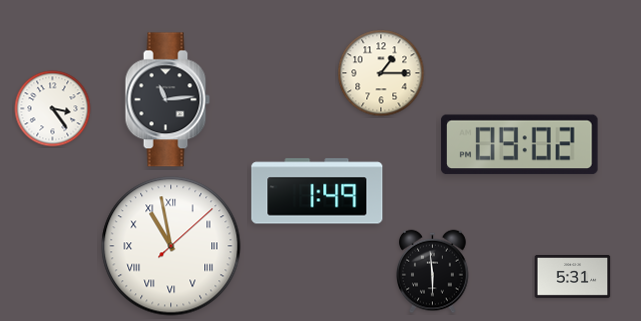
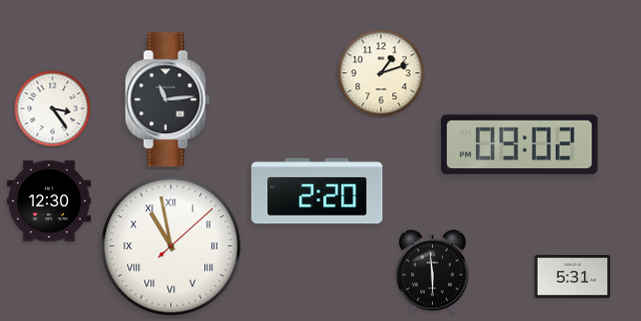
clock at (381, 73): 1:15 -> 1:12
clock at (317, 191): 1:49 -> 2:20
clock at (49, 201): none -> 12:30
